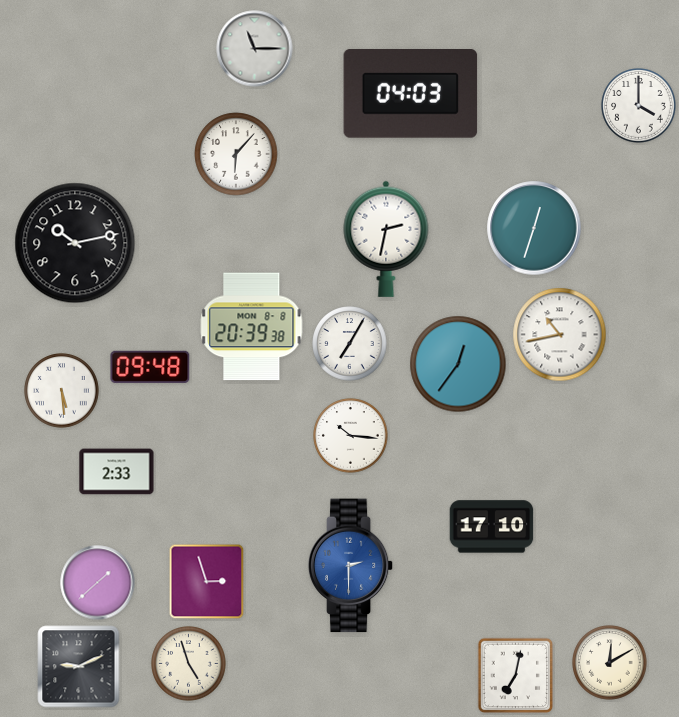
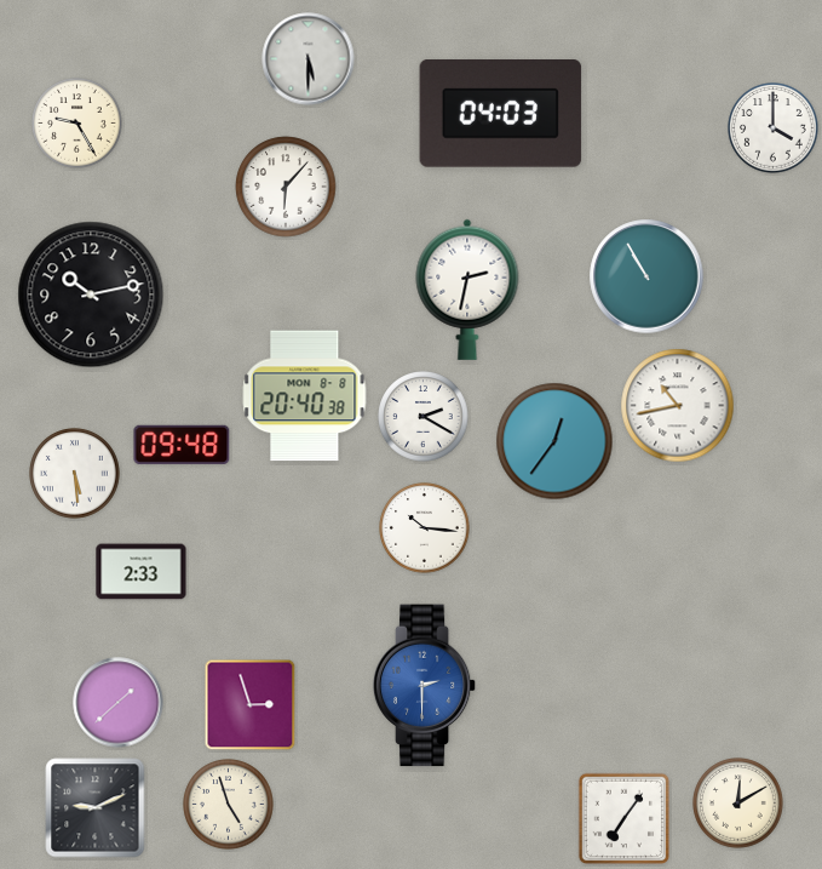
clock at (255, 49): 11:15 -> 5:30
clock at (411, 94) position: (411, 94) -> (501, 114)
clock at (77, 124): none -> 9:25
clock at (534, 228): 12:33 -> 10:55
clock at (252, 327): 20:39 -> 20:40
clock at (350, 344): 7:05 -> 2:20
clock at (492, 527): 17:10 -> none
clock at (98, 583) position: (98, 583) -> (119, 703)
clock at (516, 676): 7:02 -> 7:06
